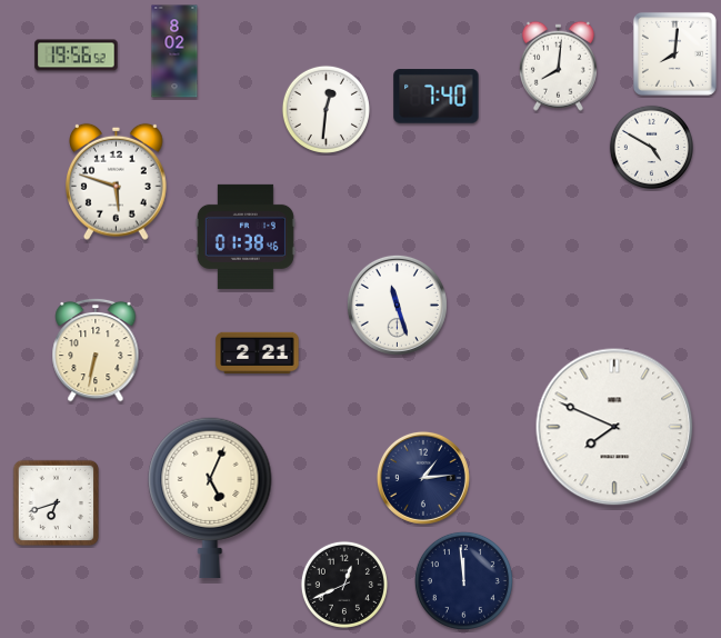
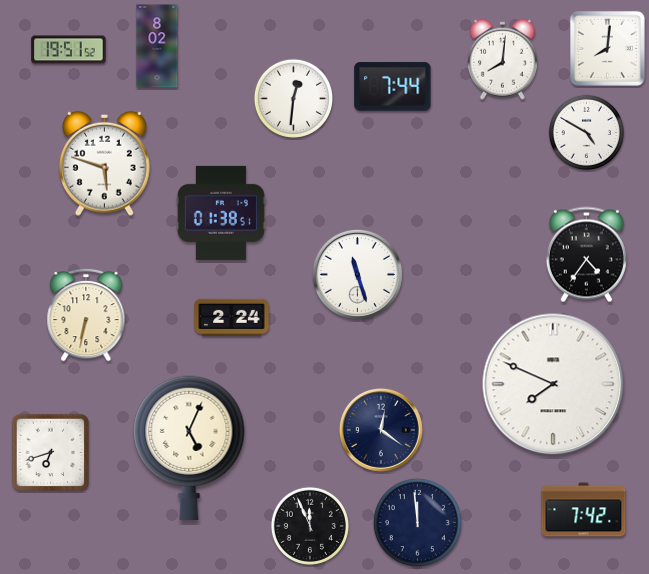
clock at (77, 56): 19:56 -> 19:51
clock at (437, 97): 7:40 -> 7:44
clock at (246, 237): 01:38:46 -> 01:38:51
clock at (586, 255): none -> 4:36
clock at (258, 352): 2:21 -> 2:24
clock at (423, 478): 1:14 -> 12:21
clock at (584, 510): none -> 7:42
clock at (344, 585): 12:41 -> 11:56
